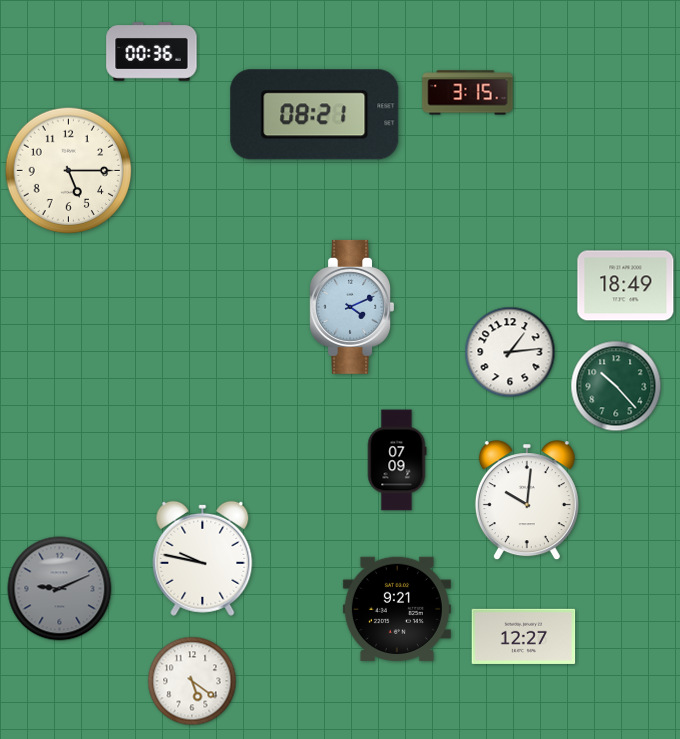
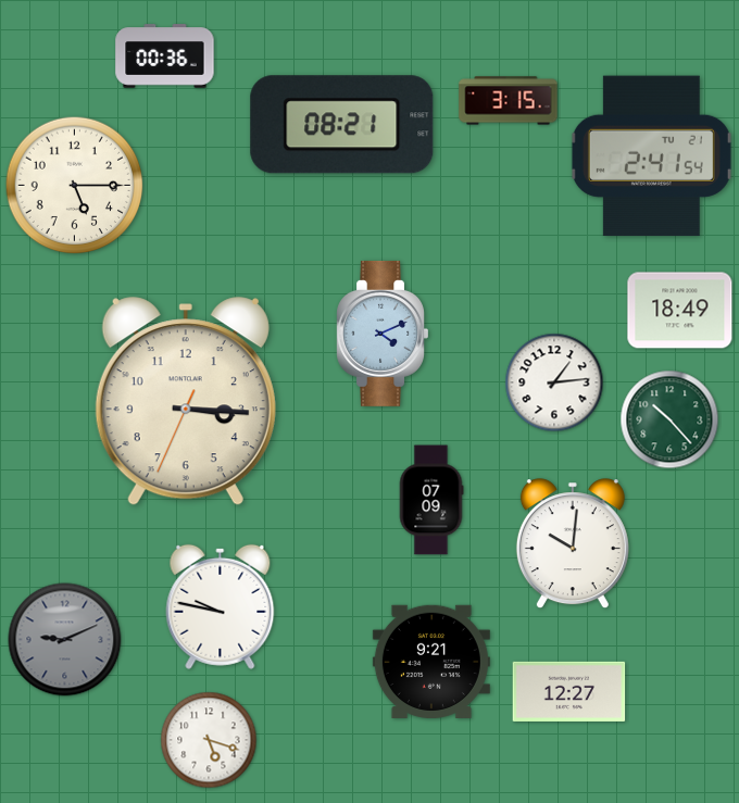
clock at (651, 156): none -> 2:41
clock at (186, 402): none -> 3:15
clock at (192, 681): 5:21 -> 5:18
